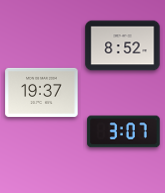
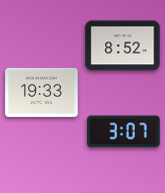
clock at (42, 92): 19:37 -> 19:33
